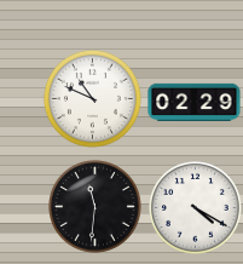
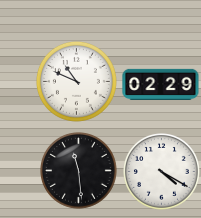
clock at (96, 207): 11:31 -> 11:29
